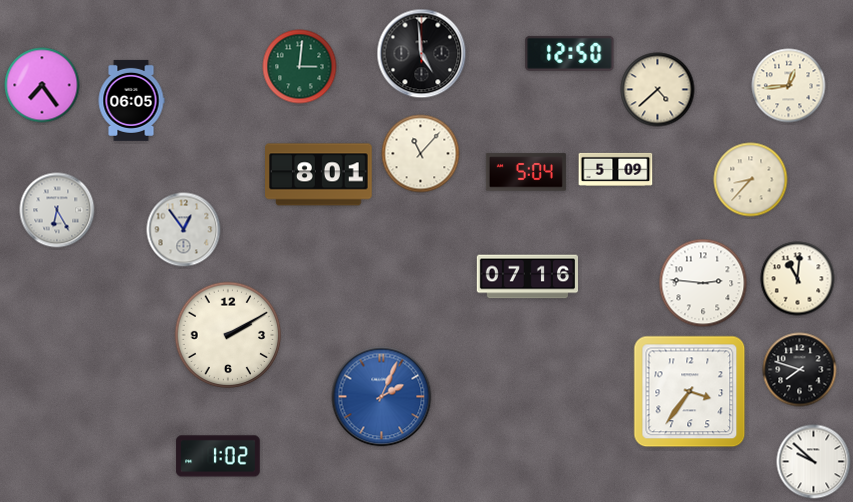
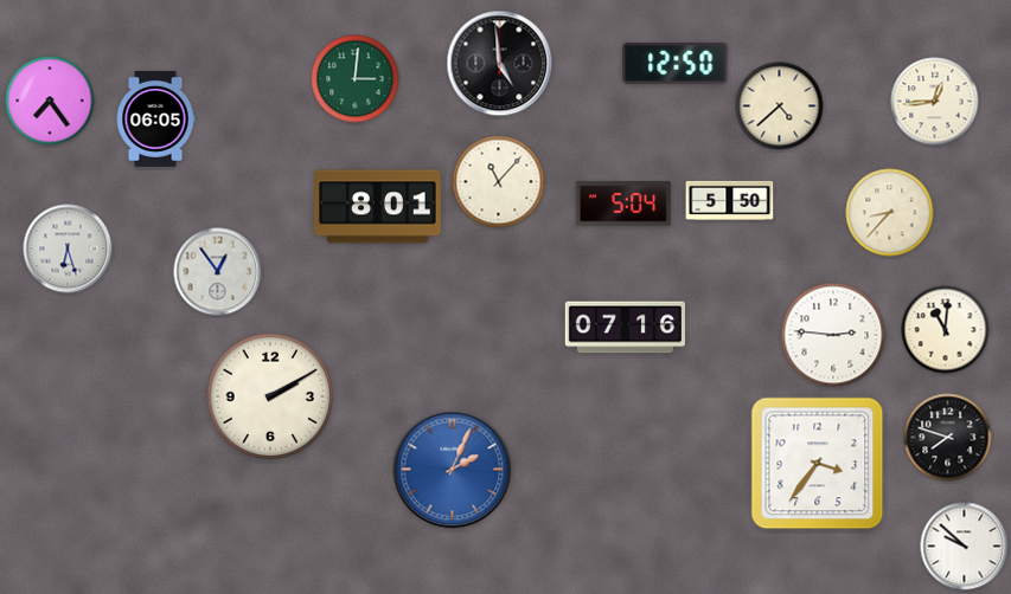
clock at (616, 169): 5:09 -> 5:50
clock at (57, 210): 6:25 -> 6:27
clock at (218, 456): 1:02 -> none
